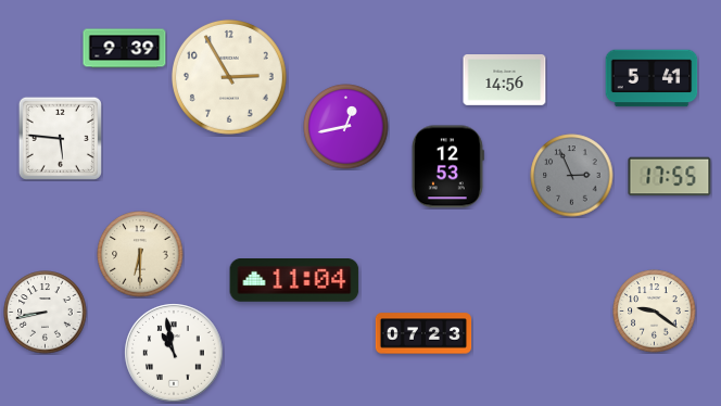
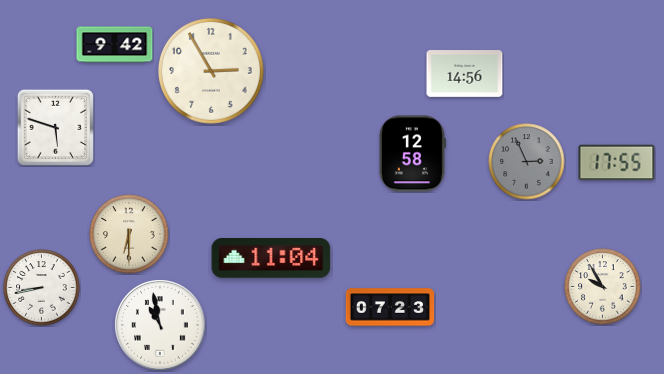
clock at (125, 49): 9:39 -> 9:42
clock at (652, 78): 5:41 -> none
clock at (346, 127): 12:43 -> none
clock at (60, 138): 5:46 -> 5:48
clock at (447, 167): 12:53 -> 12:58
clock at (655, 312): 9:21 -> 9:55
